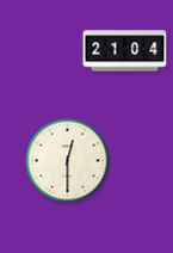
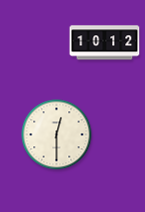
clock at (125, 51): 21:04 -> 10:12
